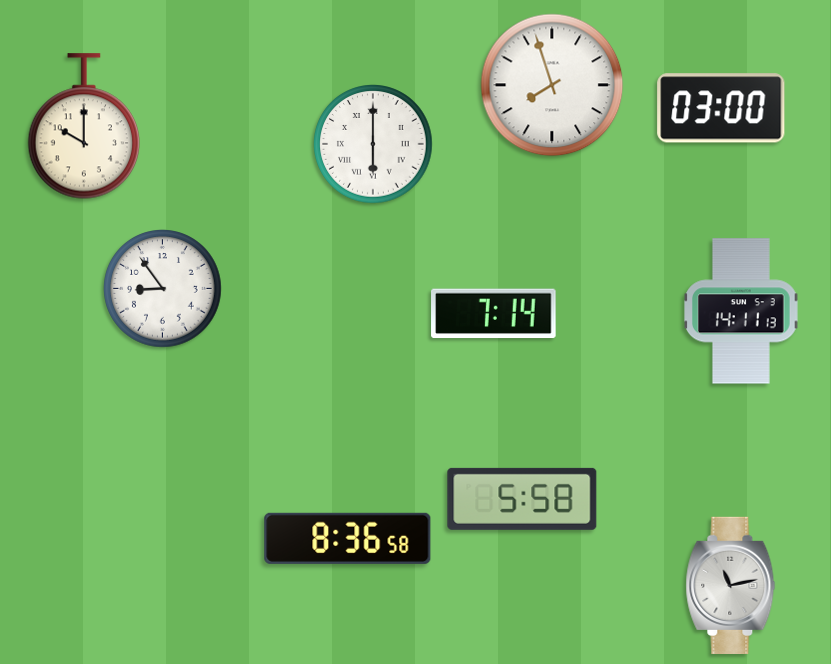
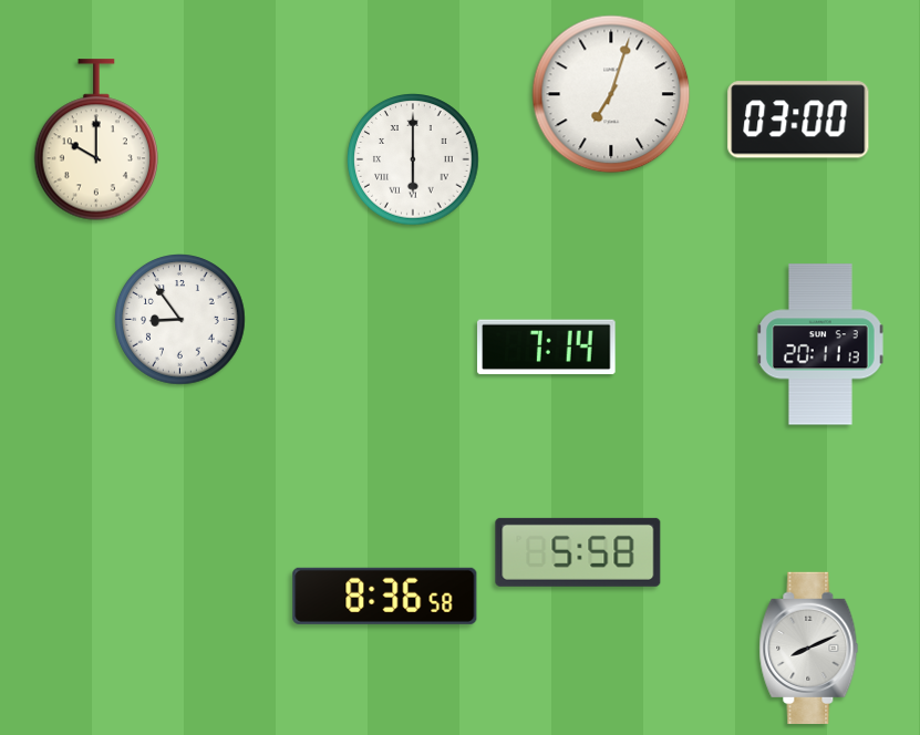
clock at (552, 85): 7:57 -> 7:03
clock at (83, 126) position: (83, 126) -> (95, 139)
clock at (742, 311): 14:11 -> 20:11
clock at (731, 585): 11:13 -> 8:11
